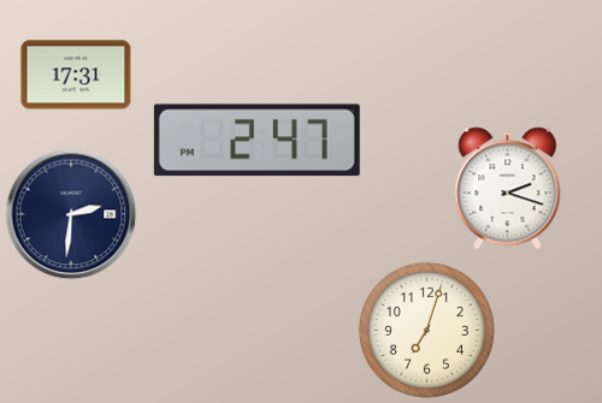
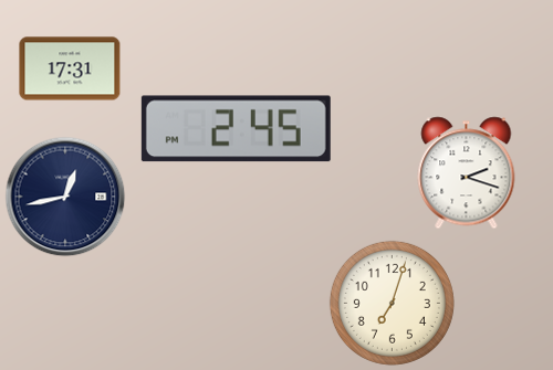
clock at (256, 141): 2:47 -> 2:45
clock at (71, 214): 2:31 -> 12:43
